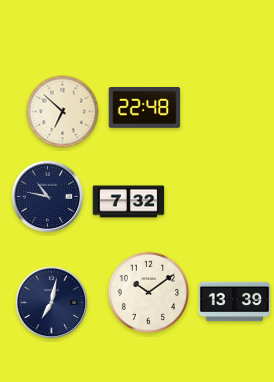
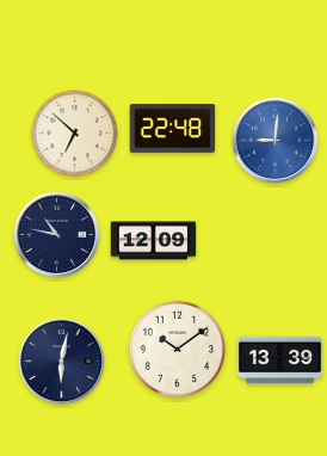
clock at (276, 141): none -> 9:01
clock at (129, 202): 7:32 -> 12:09
clock at (52, 303): 7:02 -> 6:02
